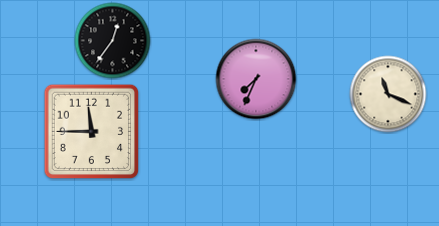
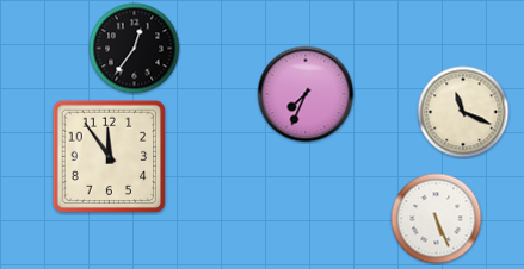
clock at (92, 132): 11:45 -> 11:54
clock at (437, 219): none -> 5:26
